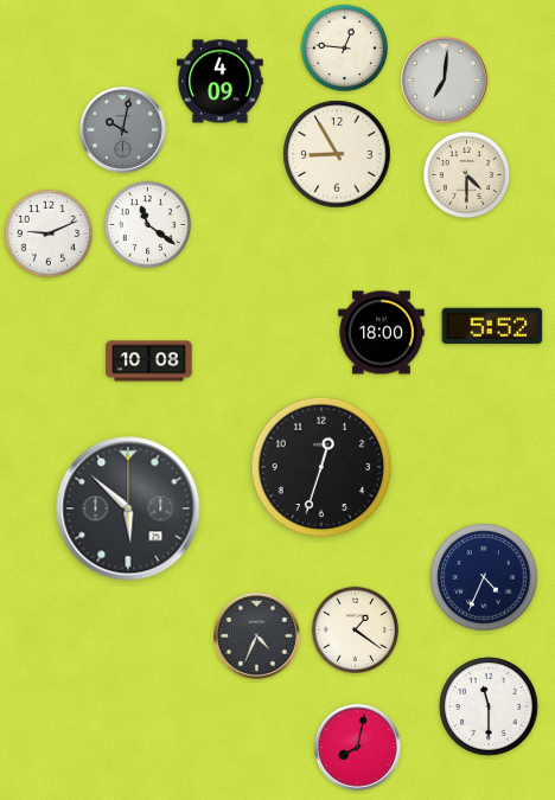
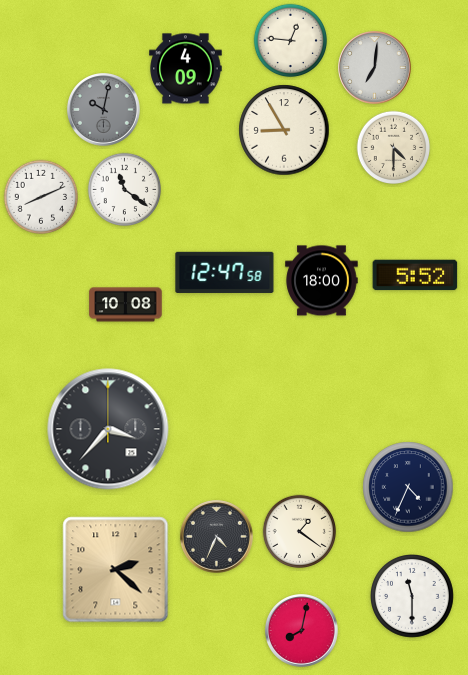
clock at (47, 232): 9:11 -> 8:11
clock at (225, 272): none -> 12:47
clock at (321, 467): 12:33 -> none
clock at (128, 508): 5:52 -> 3:37
clock at (116, 570): none -> 2:22
